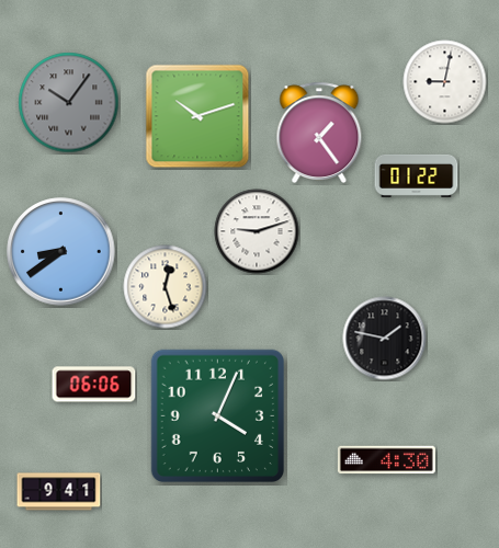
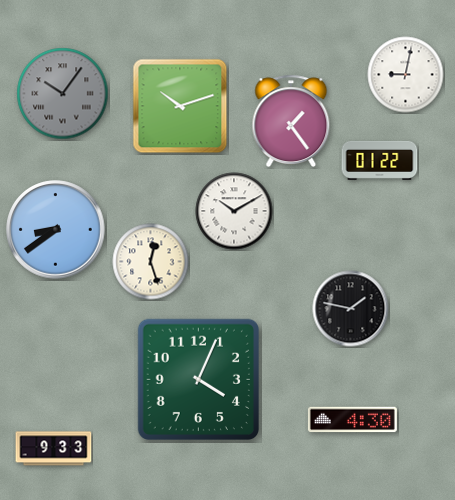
clock at (257, 231): 9:12 -> 10:10
clock at (94, 385): 06:06 -> none
clock at (59, 492): 9:41 -> 9:33
